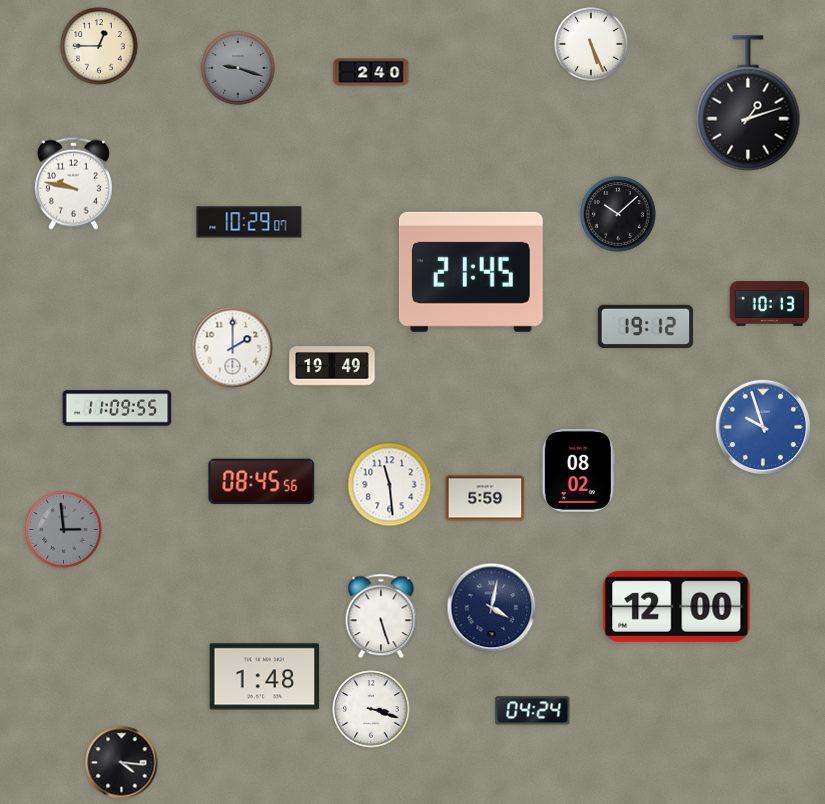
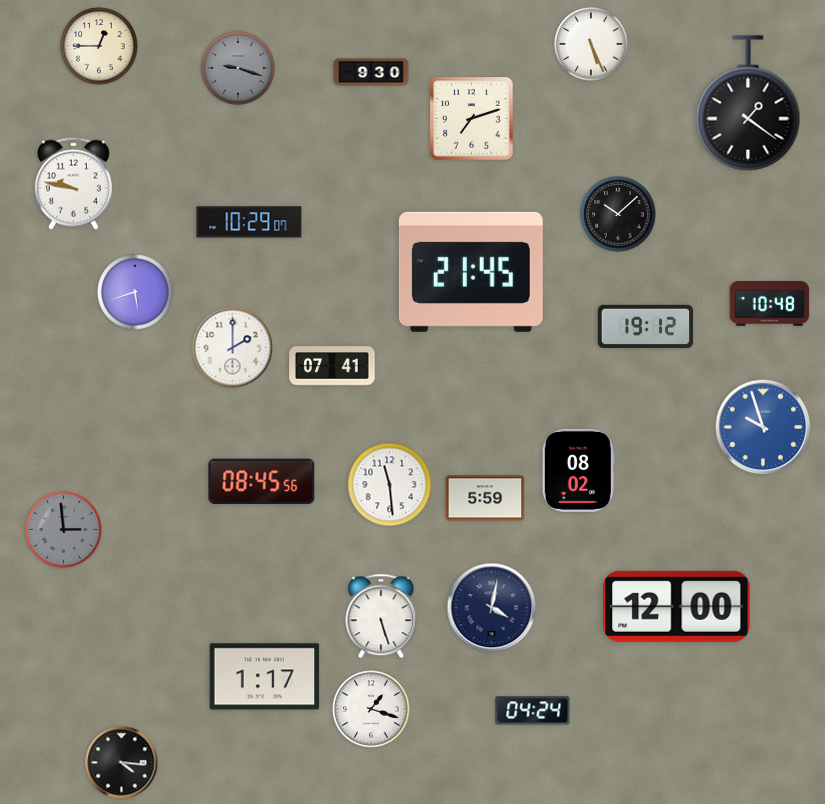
clock at (371, 72): 2:40 -> 9:30
clock at (748, 103): 1:12 -> 1:21
clock at (472, 119): none -> 7:12
clock at (135, 292): none -> 5:42
clock at (770, 304): 10:13 -> 10:48
clock at (332, 366): 19:49 -> 07:41
clock at (117, 408): 11:09 -> none
clock at (265, 677): 1:48 -> 1:17
clock at (371, 709): 3:18 -> 1:18
